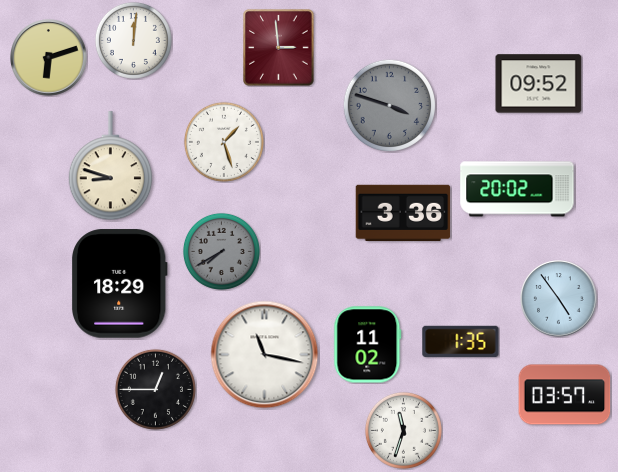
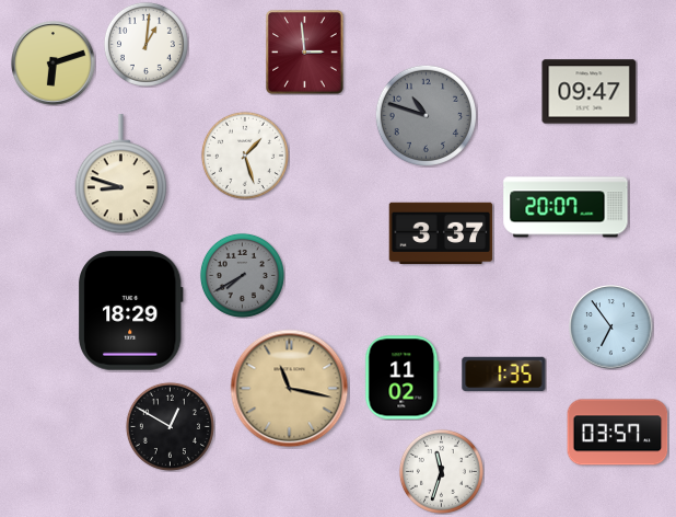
clock at (133, 40): 12:01 -> 1:01
clock at (539, 84): 09:52 -> 09:47
clock at (389, 105): 3:48 -> 10:48
clock at (111, 166) position: (111, 166) -> (121, 174)
clock at (517, 189): 20:02 -> 20:07
clock at (403, 212): 3:36 -> 3:37
clock at (559, 299): 4:54 -> 6:54
clock at (265, 355) dial: white -> champagne
clock at (155, 389): 12:45 -> 12:50
